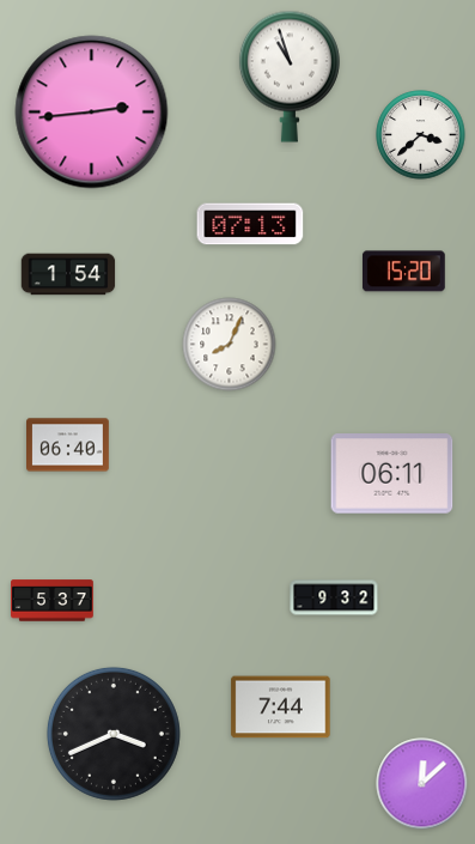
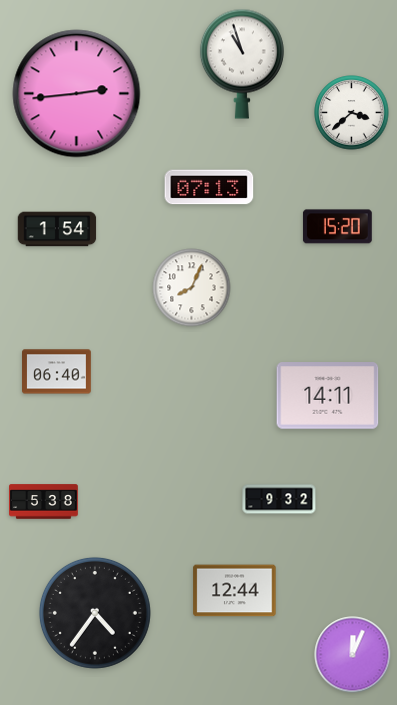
clock at (392, 474): 06:11 -> 14:11
clock at (53, 601): 5:37 -> 5:38
clock at (281, 708): 7:44 -> 12:44
clock at (114, 734): 3:41 -> 4:36
clock at (422, 784): 12:08 -> 12:04
